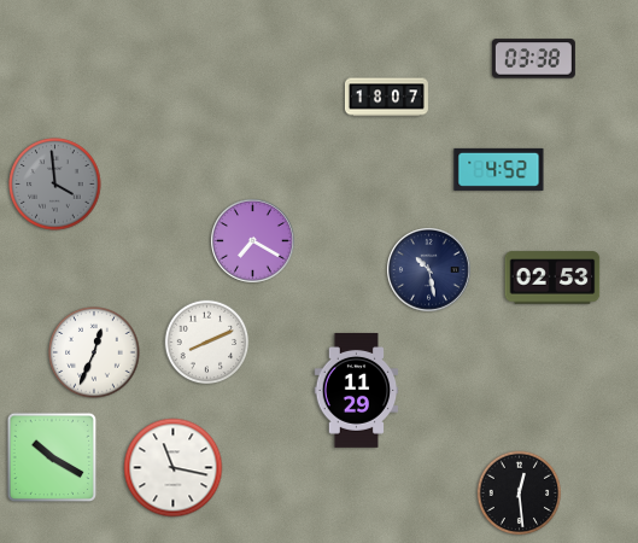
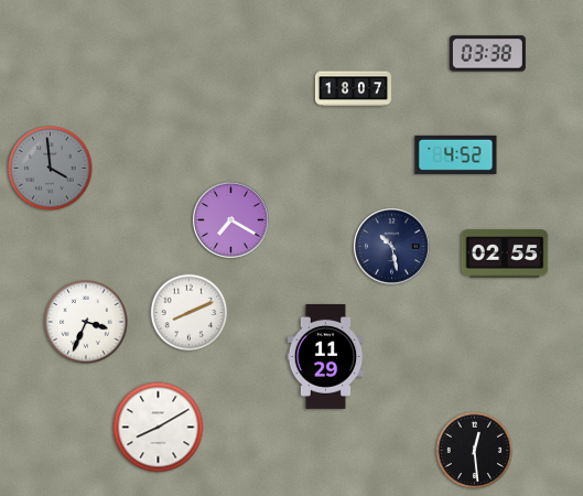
clock at (552, 278): 02:53 -> 02:55
clock at (94, 352): 12:34 -> 3:34
clock at (52, 457): 10:20 -> none
clock at (174, 468): 11:17 -> 8:10
